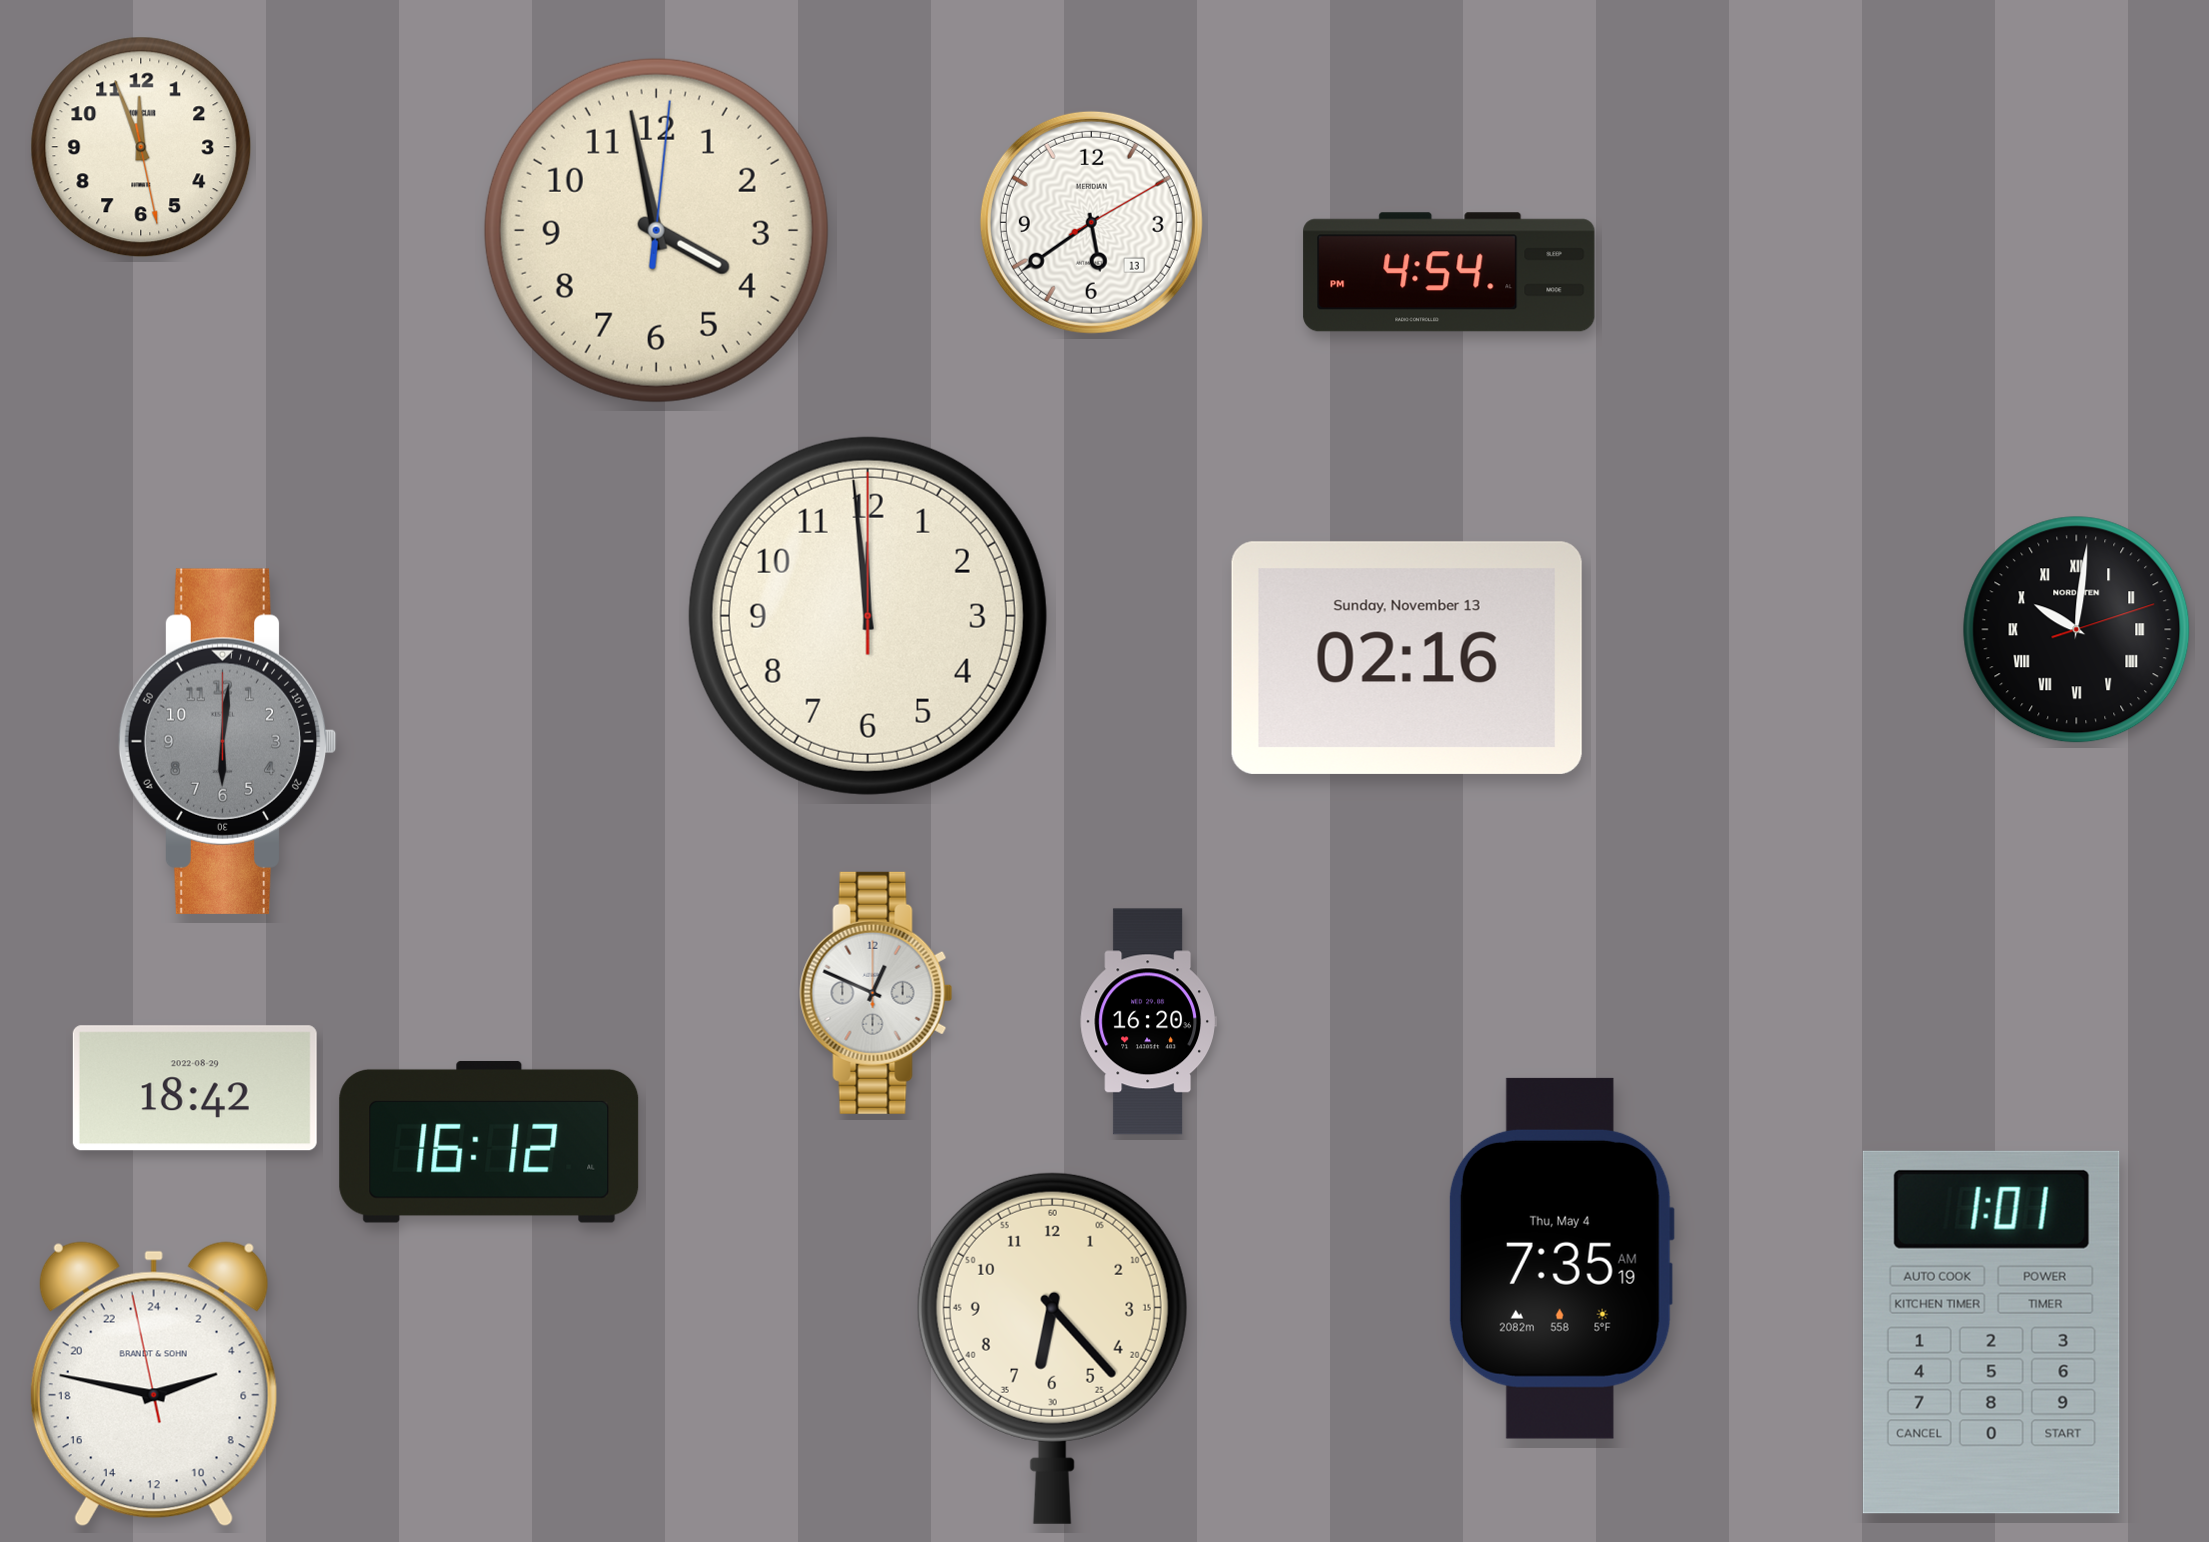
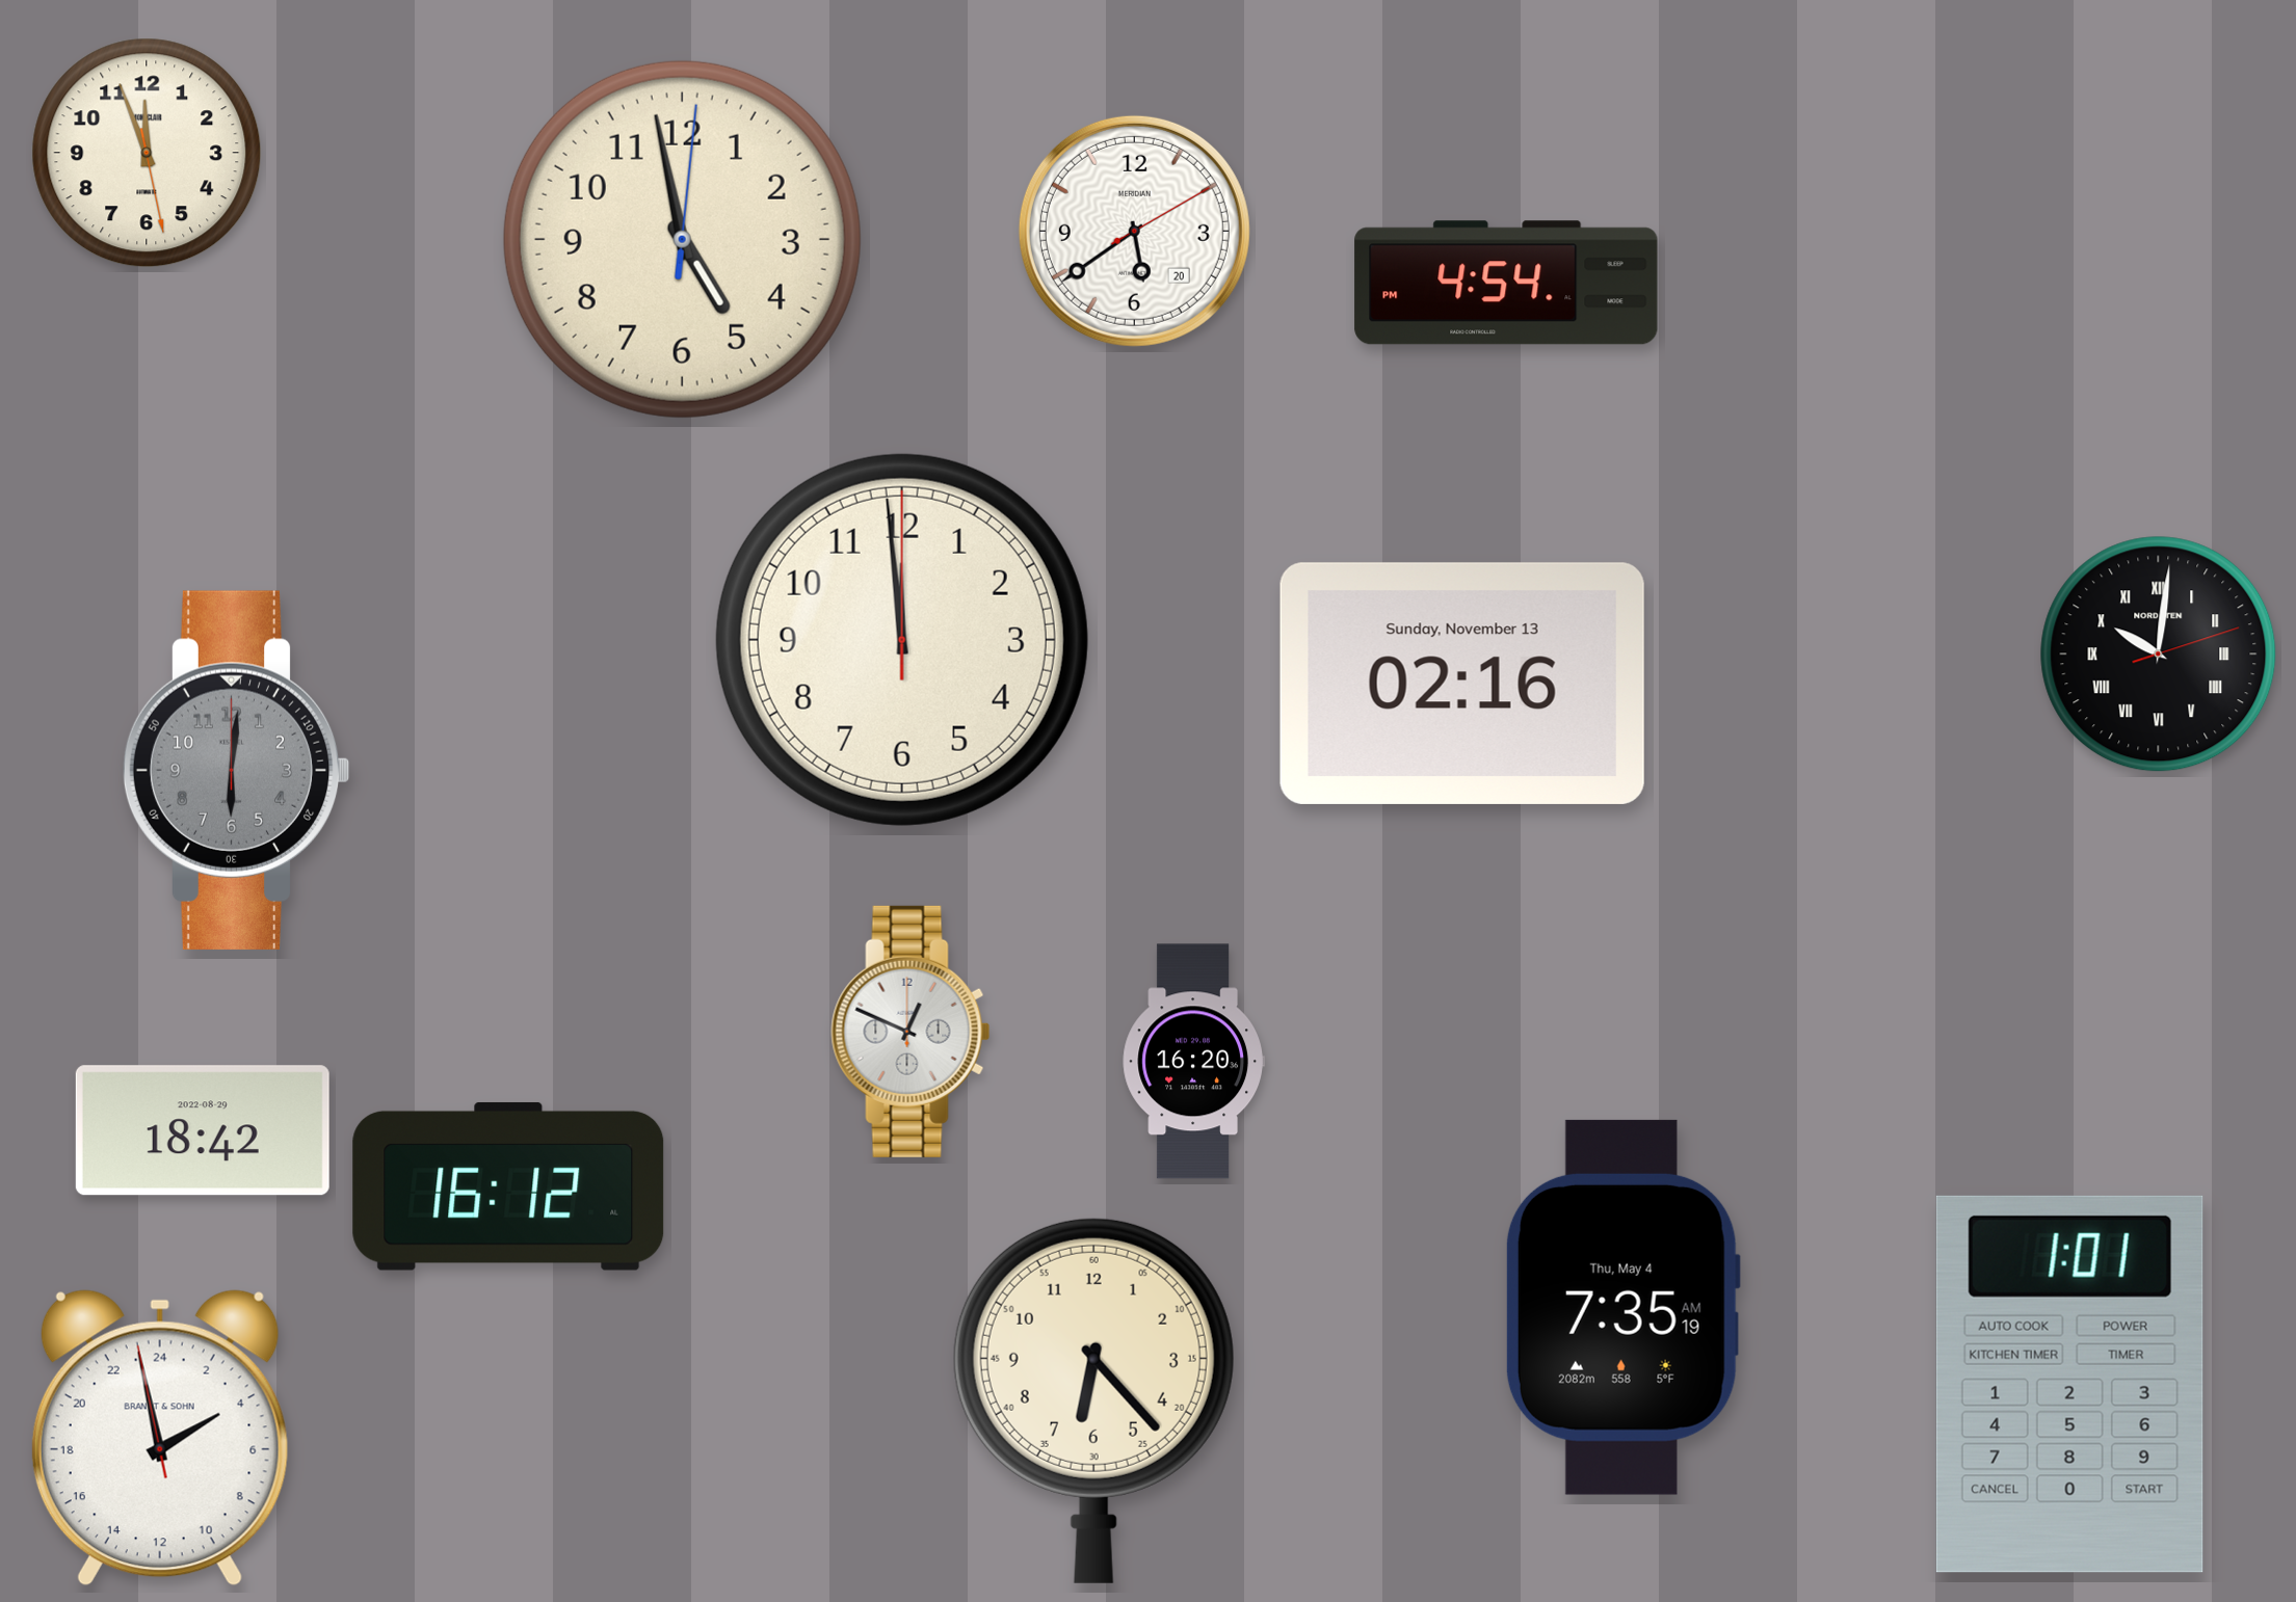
clock at (1091, 222) date: 13 -> 20
clock at (656, 230): 3:58 -> 4:58
clock at (154, 1384): 4:46 -> 3:57
